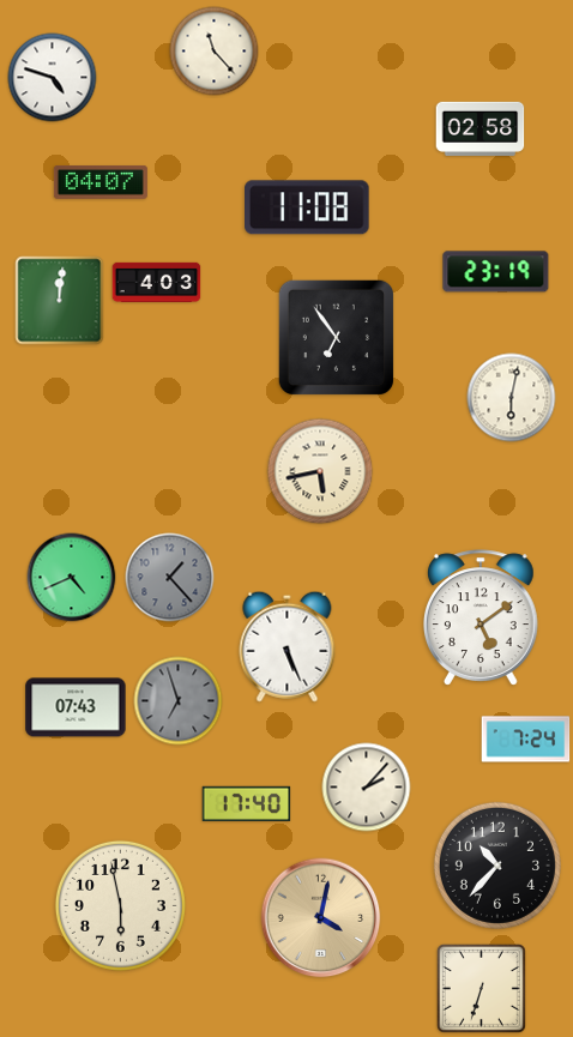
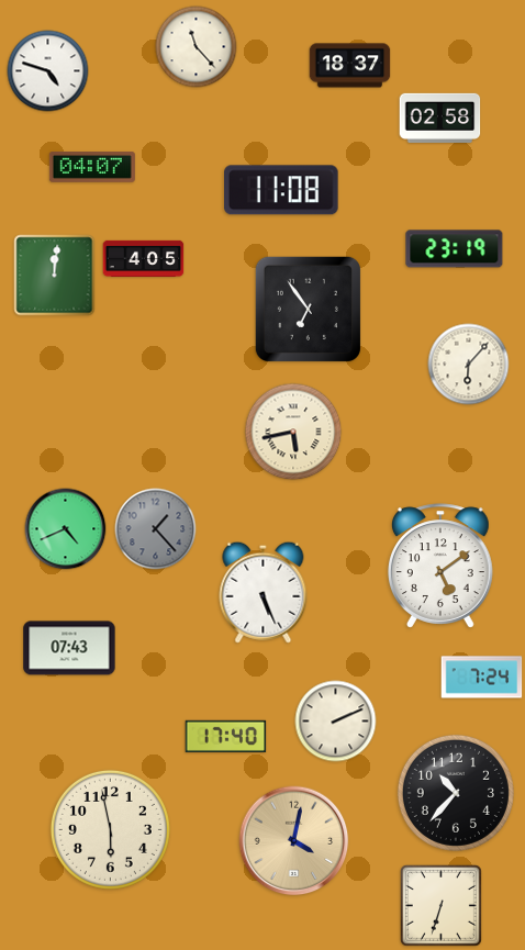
clock at (350, 66): none -> 18:37
clock at (157, 282): 4:03 -> 4:05
clock at (512, 398): 6:02 -> 6:07
clock at (179, 701): 6:57 -> none
clock at (367, 788): 2:07 -> 2:11
